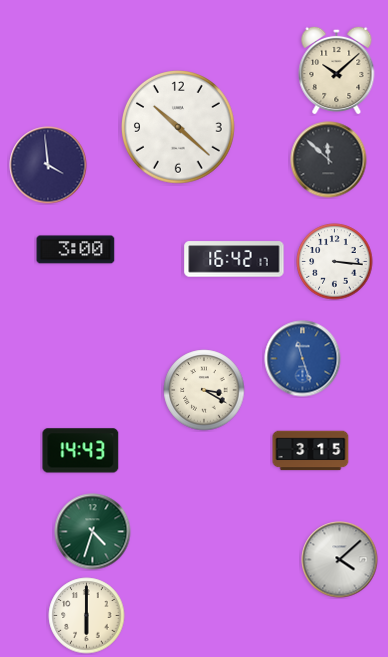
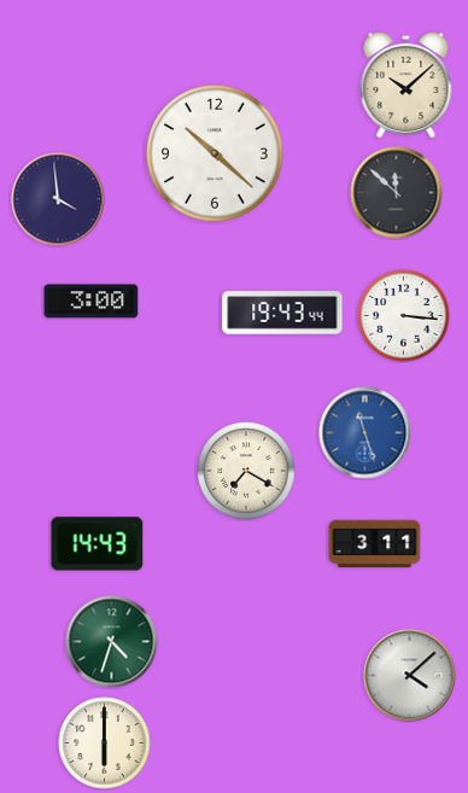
clock at (234, 259): 16:42 -> 19:43
clock at (204, 390): 3:20 -> 7:20
clock at (311, 451): 3:15 -> 3:11
